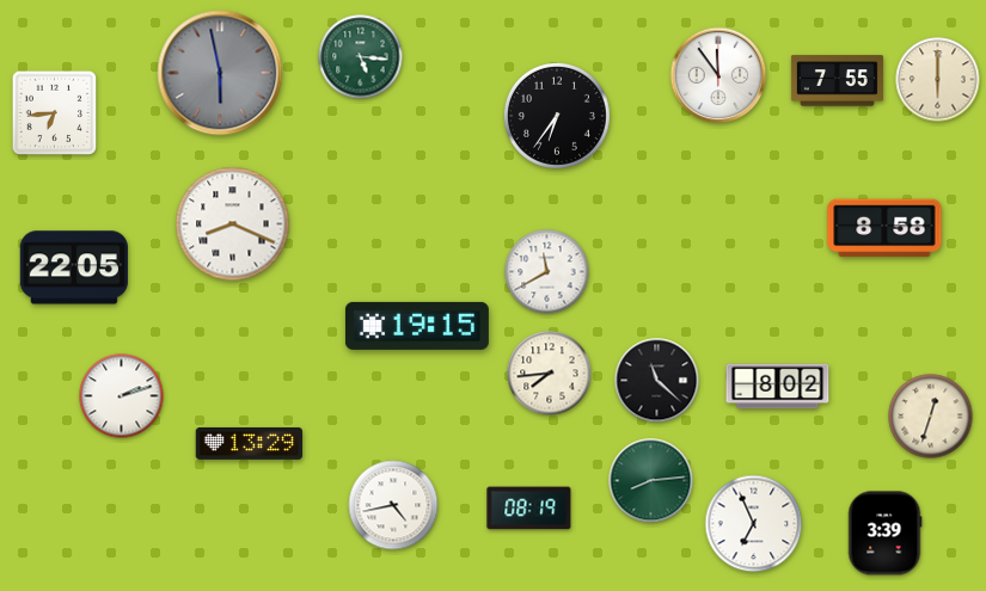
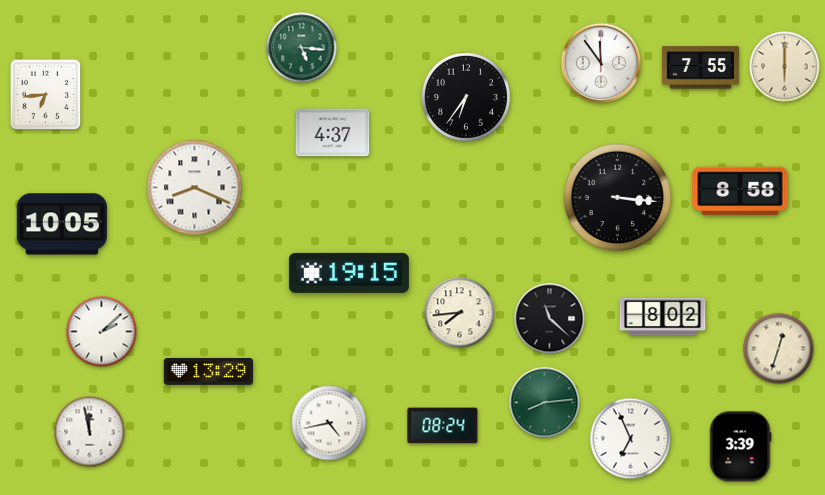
clock at (220, 73): 5:58 -> none
clock at (333, 133): none -> 4:37
clock at (618, 198): none -> 3:16
clock at (74, 267): 22:05 -> 10:05
clock at (547, 272): 11:40 -> none
clock at (778, 387) position: (778, 387) -> (663, 317)
clock at (122, 396): 2:12 -> 2:08
clock at (529, 509): 08:19 -> 08:24
clock at (90, 432): none -> 11:58
